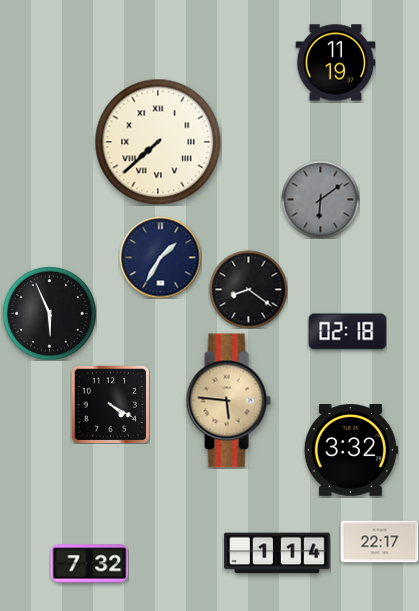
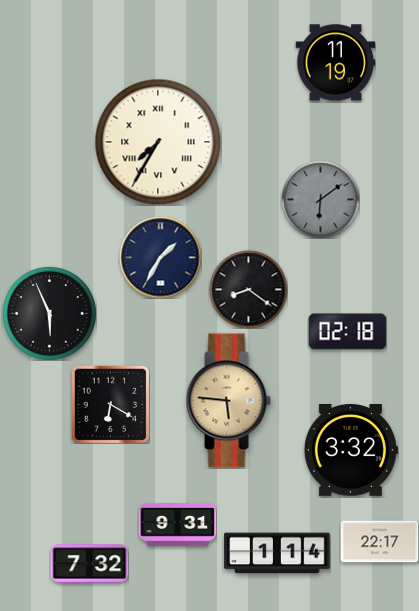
clock at (158, 142): 7:38 -> 7:35
clock at (110, 404): 4:20 -> 6:20
clock at (177, 524): none -> 9:31
